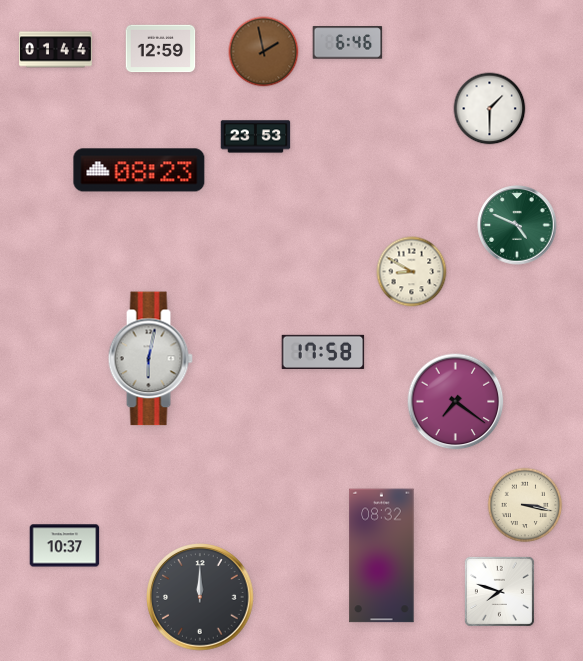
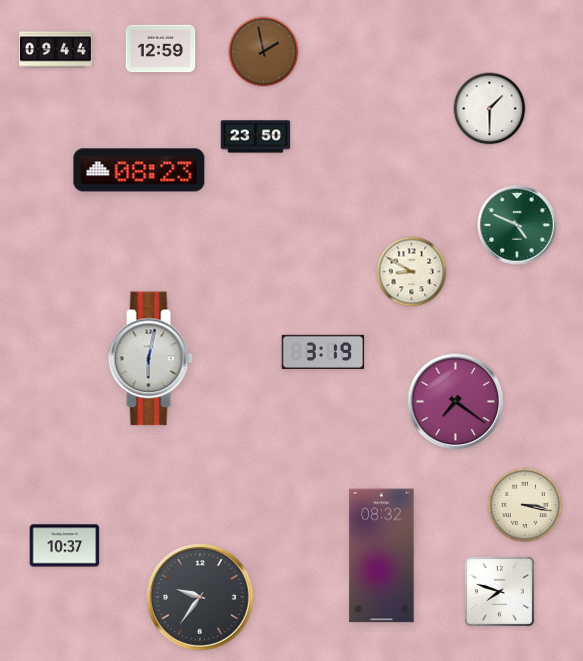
clock at (348, 43): 6:46 -> none
clock at (56, 50): 01:44 -> 09:44
clock at (256, 137): 23:53 -> 23:50
clock at (323, 352): 17:58 -> 3:19
clock at (200, 597): 12:00 -> 9:36
